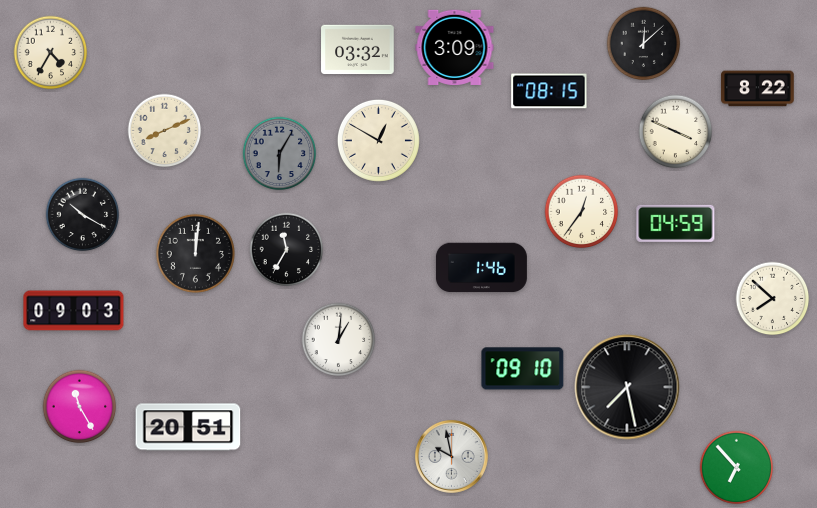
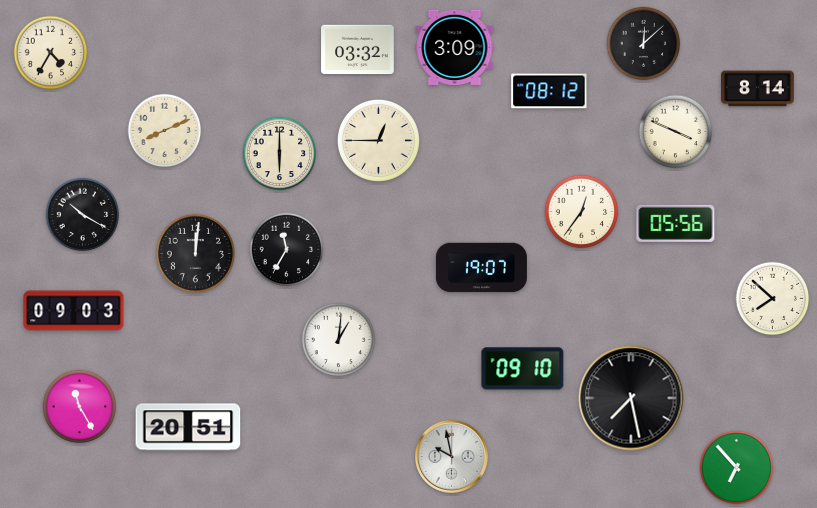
clock at (758, 89): 8:22 -> 8:14
clock at (549, 91): 08:15 -> 08:12
clock at (378, 140): 12:50 -> 12:45
clock at (280, 154): 6:05 -> 6:00
clock at (280, 154) dial: grey -> cream
clock at (676, 223): 04:59 -> 05:56
clock at (481, 268): 1:46 -> 19:07
clock at (627, 387) position: (627, 387) -> (631, 398)
